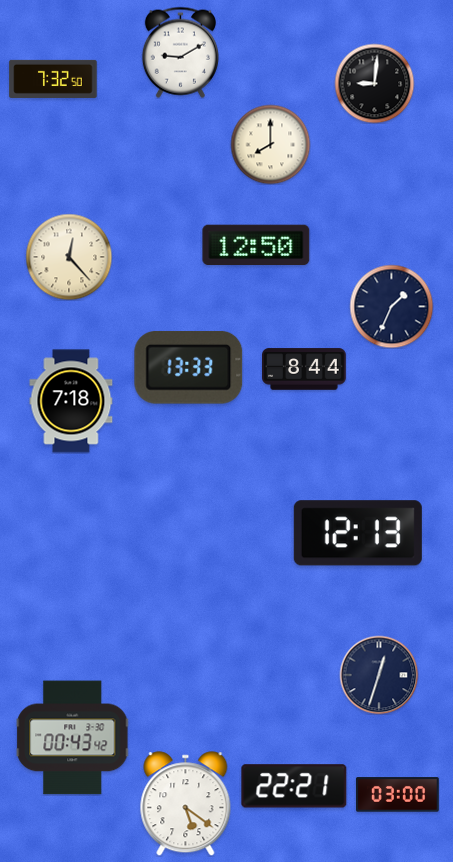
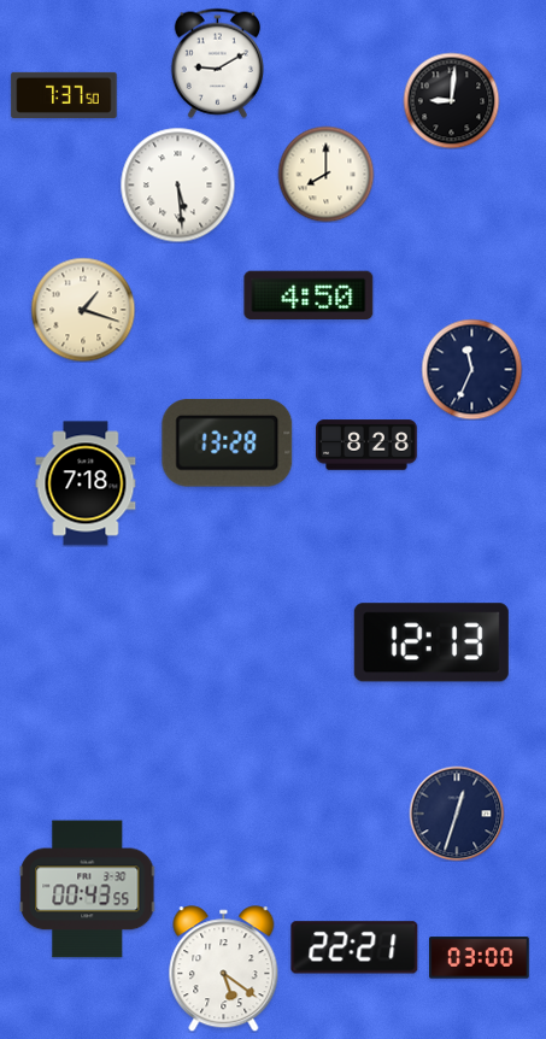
clock at (53, 79): 7:32 -> 7:37
clock at (177, 184): none -> 5:29
clock at (256, 245): 12:50 -> 4:50
clock at (69, 257): 12:23 -> 1:18
clock at (391, 306): 1:34 -> 11:34
clock at (189, 367): 13:33 -> 13:28
clock at (304, 369): 8:44 -> 8:28
clock at (73, 738): 00:43:42 -> 00:43:55
